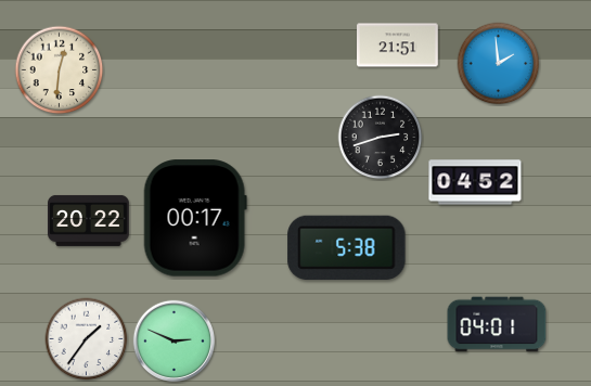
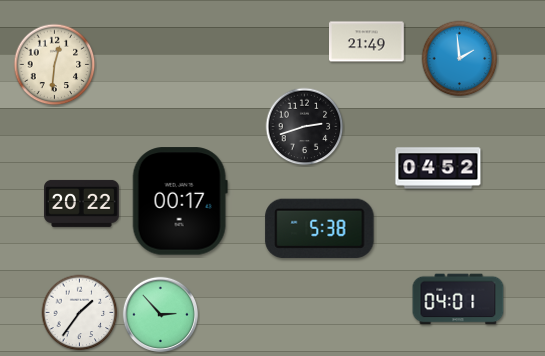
clock at (398, 46): 21:51 -> 21:49
clock at (381, 138) position: (381, 138) -> (305, 127)
clock at (174, 340): 2:49 -> 2:53
